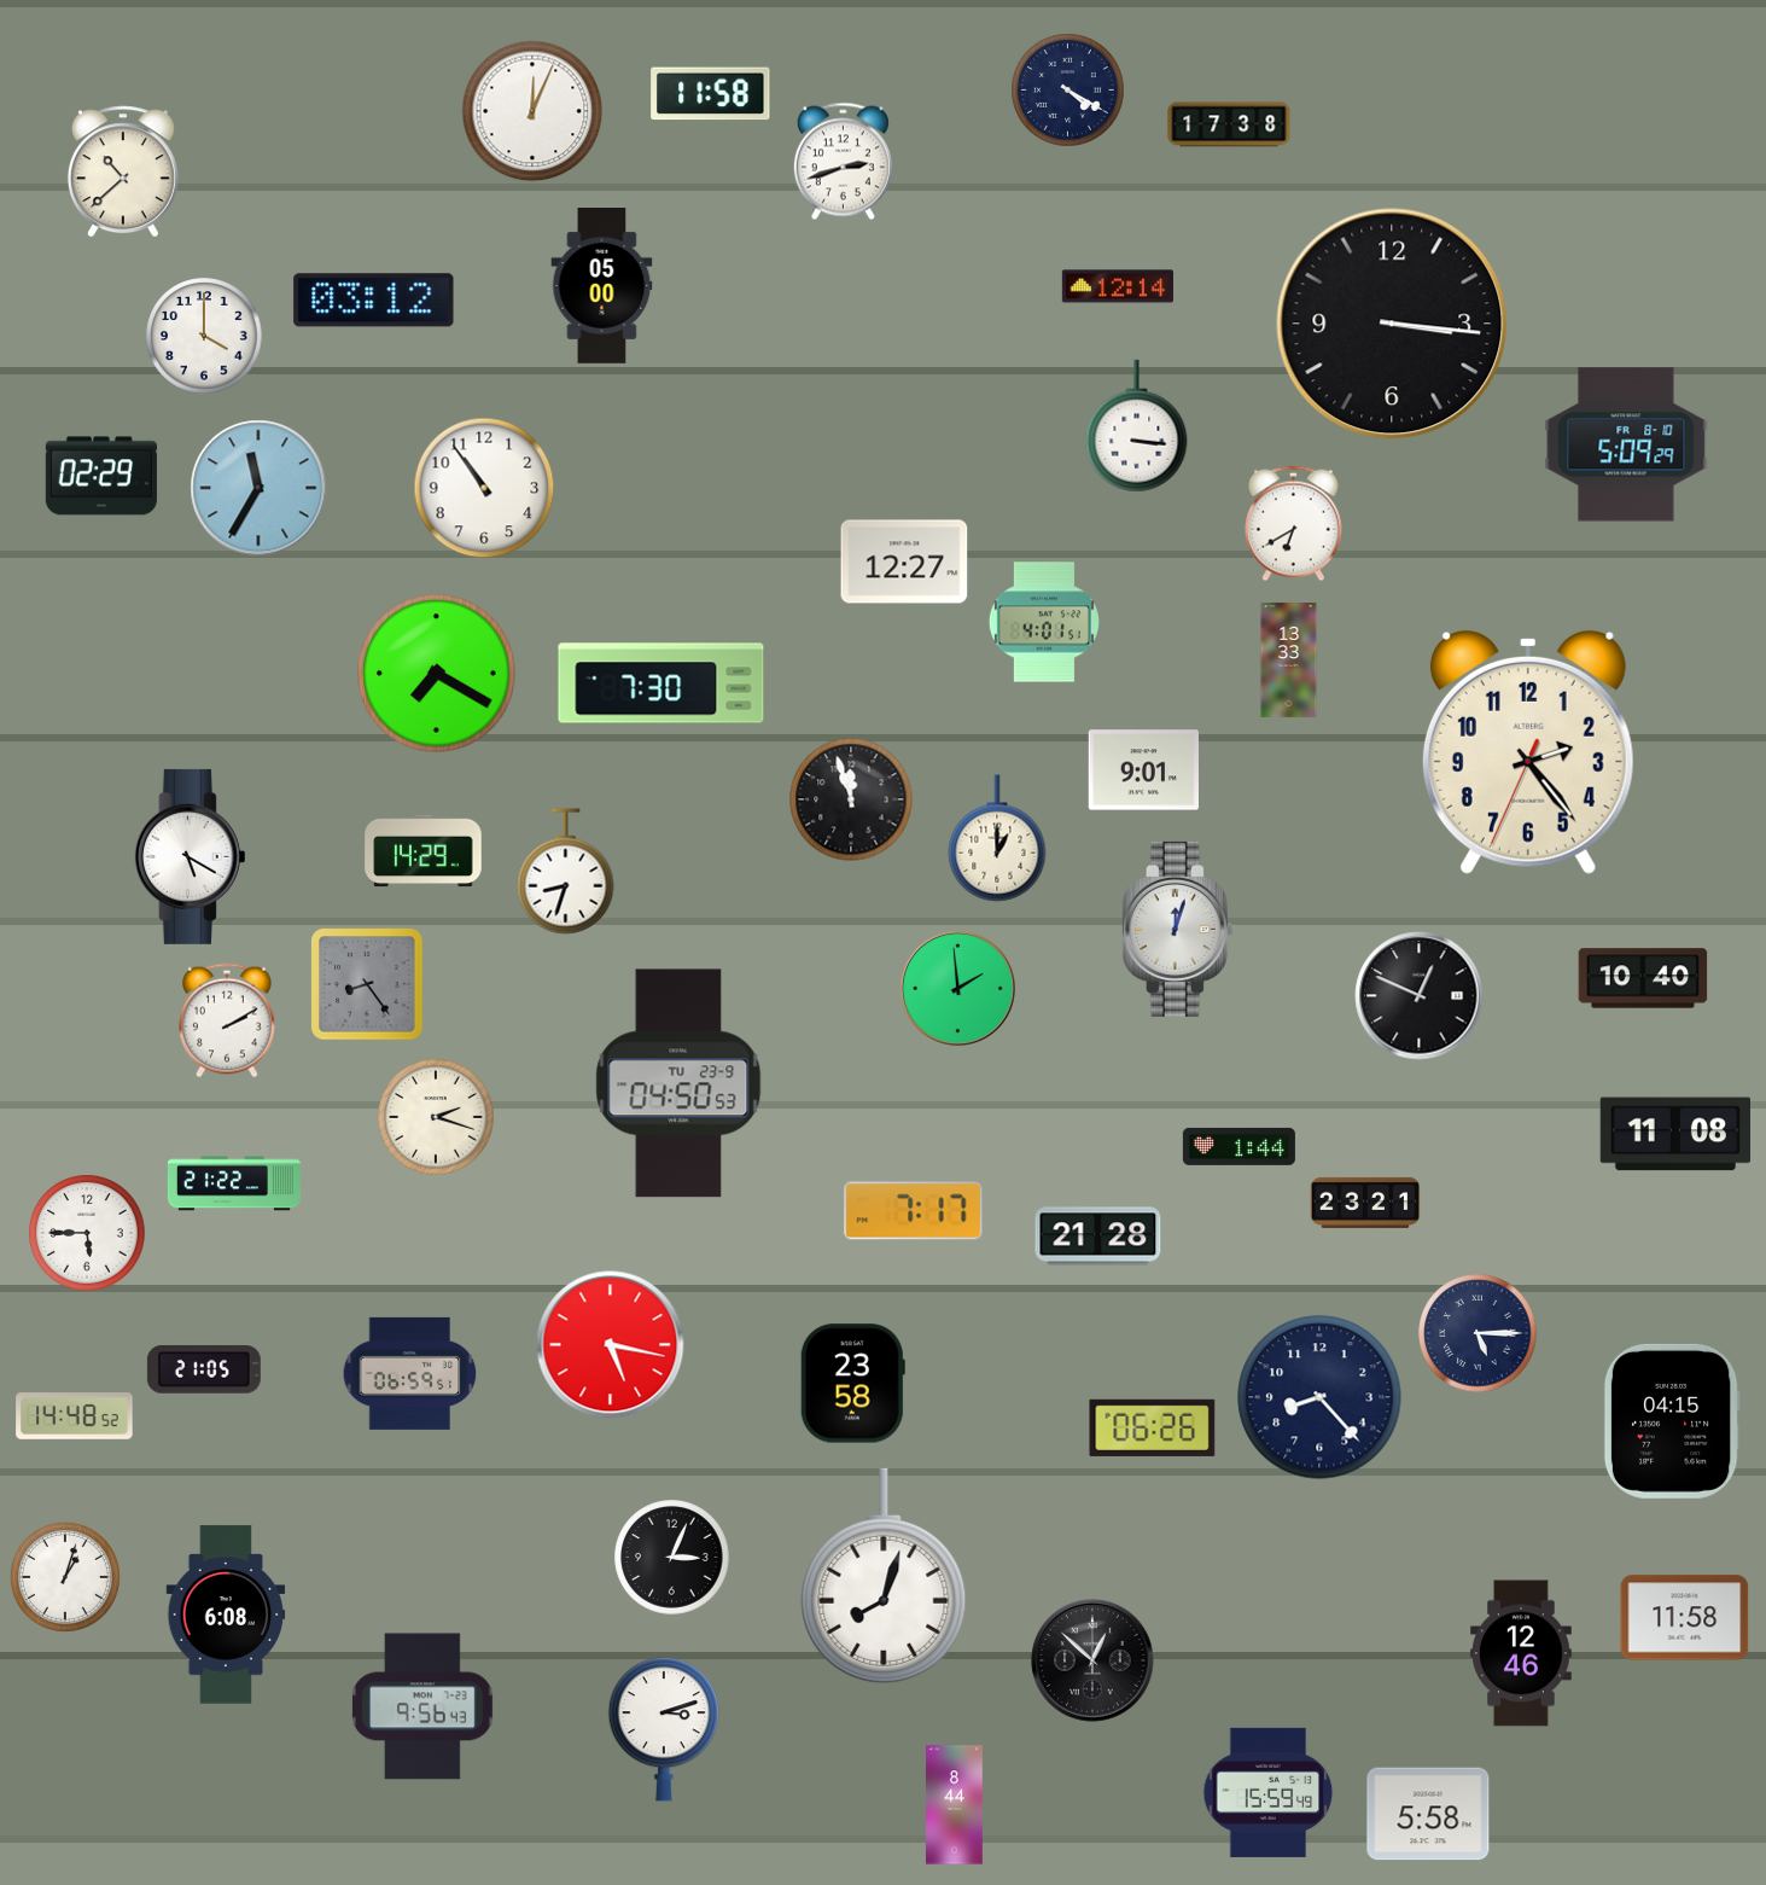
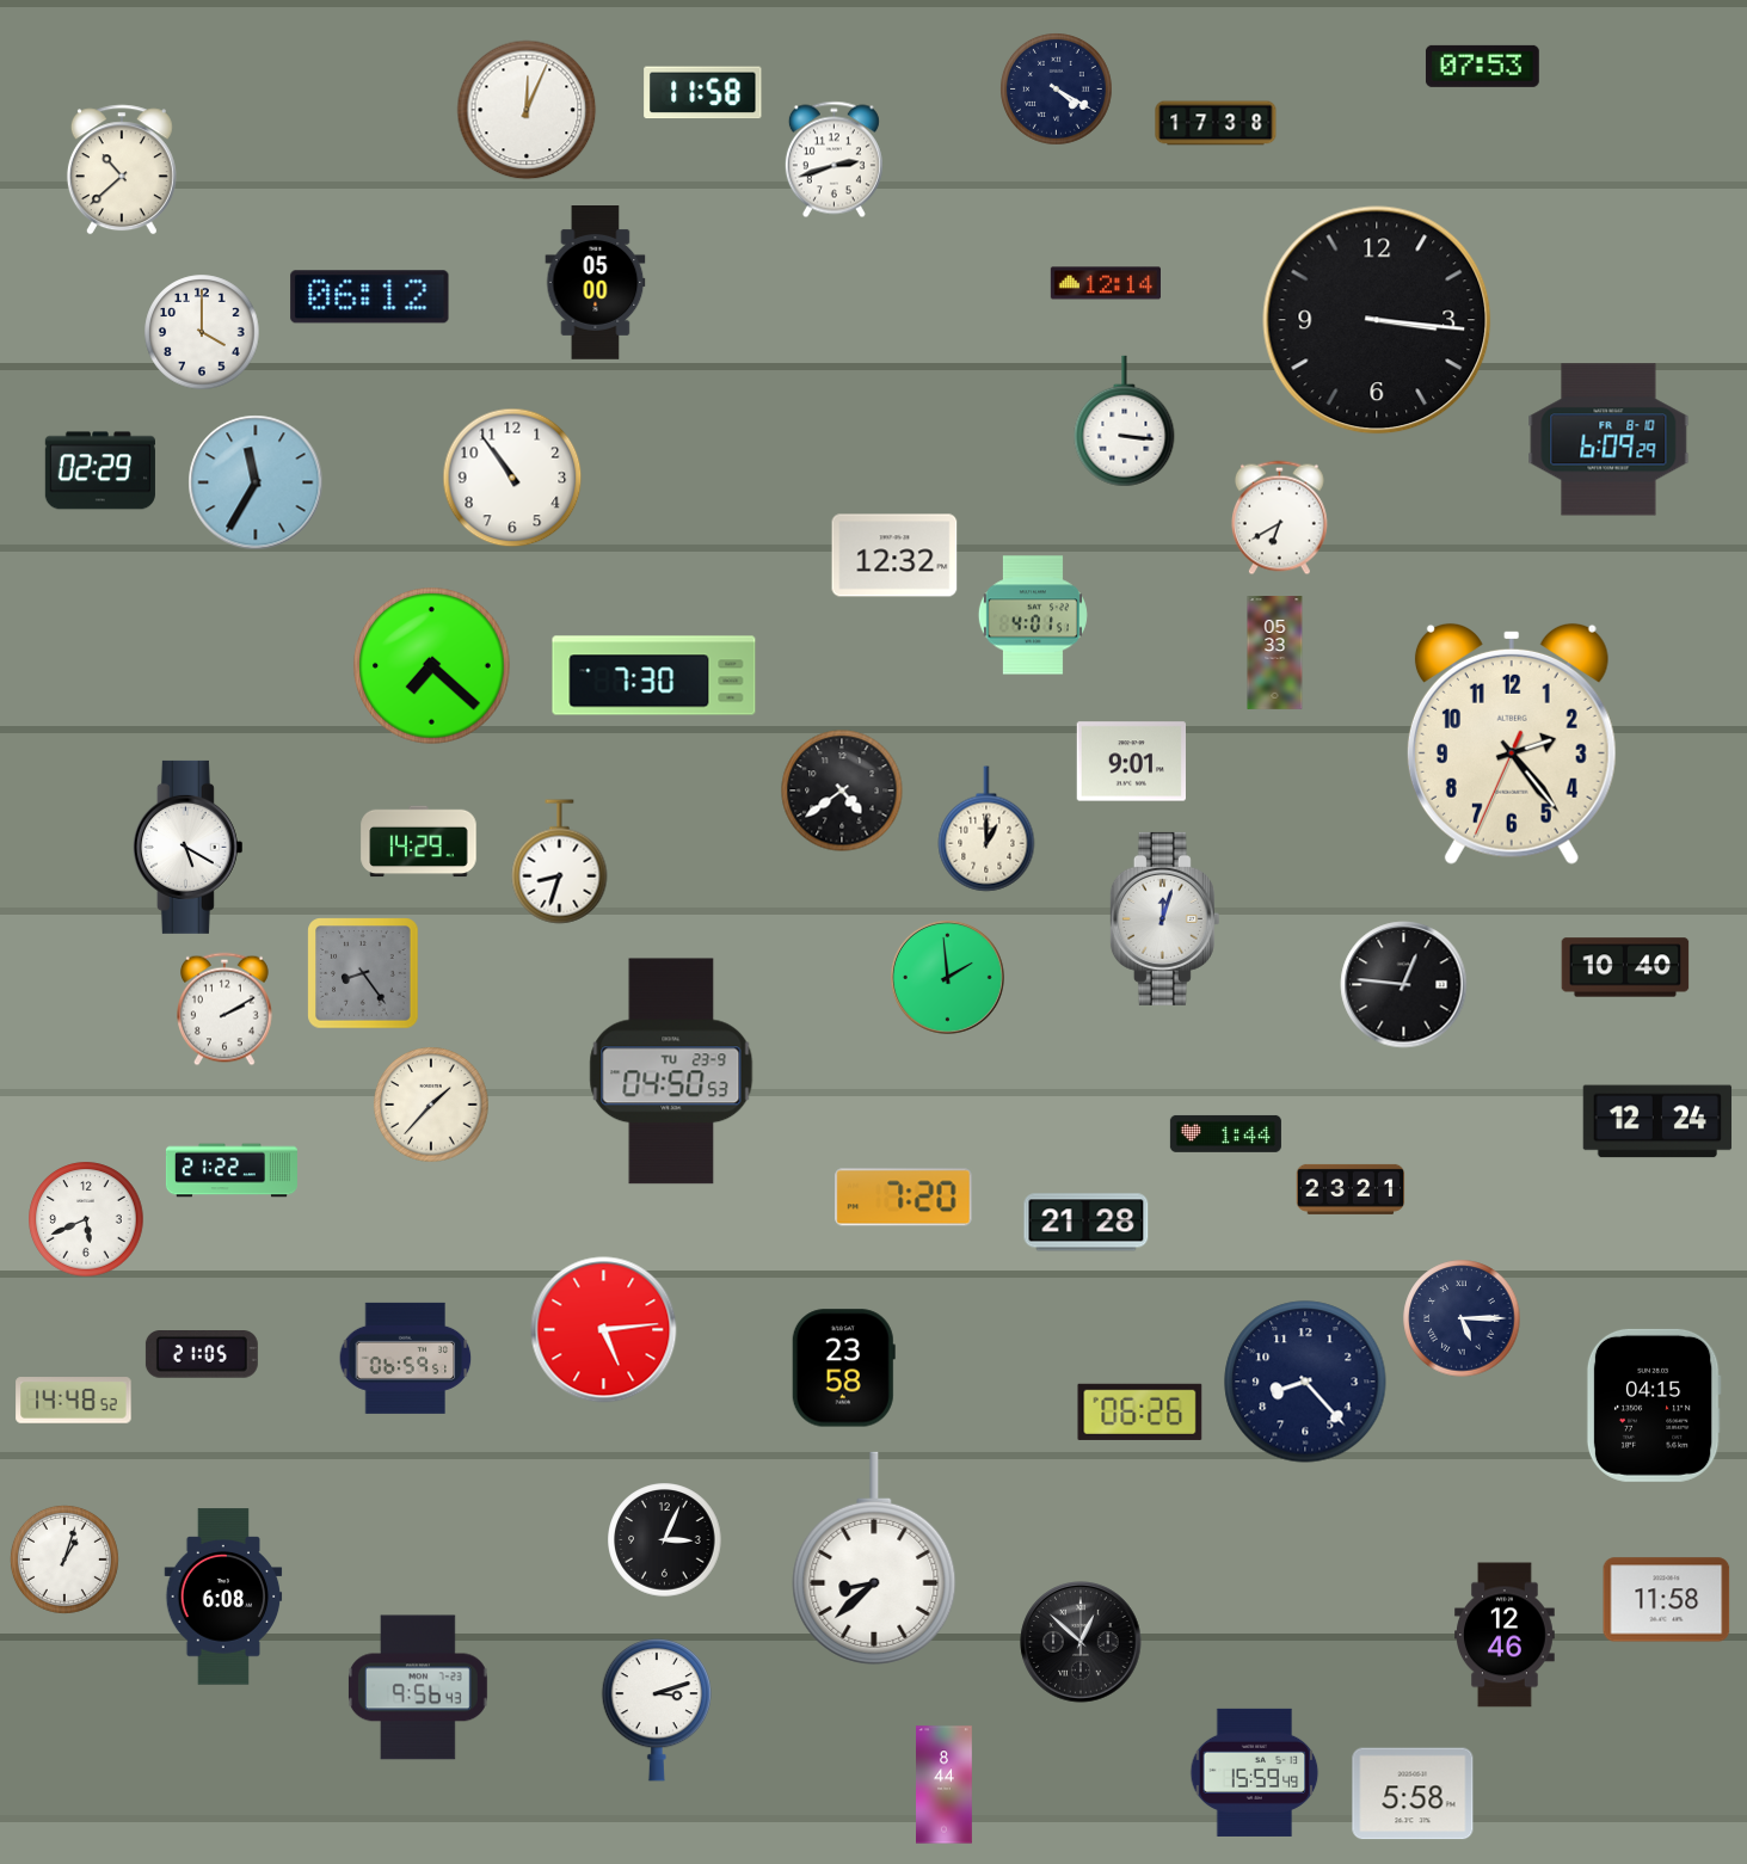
clock at (1482, 66): none -> 07:53
clock at (374, 301): 03:12 -> 06:12
clock at (1626, 444): 5:09 -> 6:09
clock at (484, 488) position: (484, 488) -> (512, 478)
clock at (904, 562): 12:27 -> 12:32
clock at (1289, 661): 13:33 -> 05:33
clock at (437, 674): 7:20 -> 7:22
clock at (851, 799): 11:57 -> 4:39
clock at (1420, 996): 12:49 -> 12:46
clock at (436, 1117): 2:18 -> 1:37
clock at (1675, 1134): 11:08 -> 12:24
clock at (914, 1211): 7:17 -> 7:20
clock at (87, 1233): 5:45 -> 5:41
clock at (611, 1345): 5:17 -> 5:14
clock at (884, 1576): 8:03 -> 8:38
